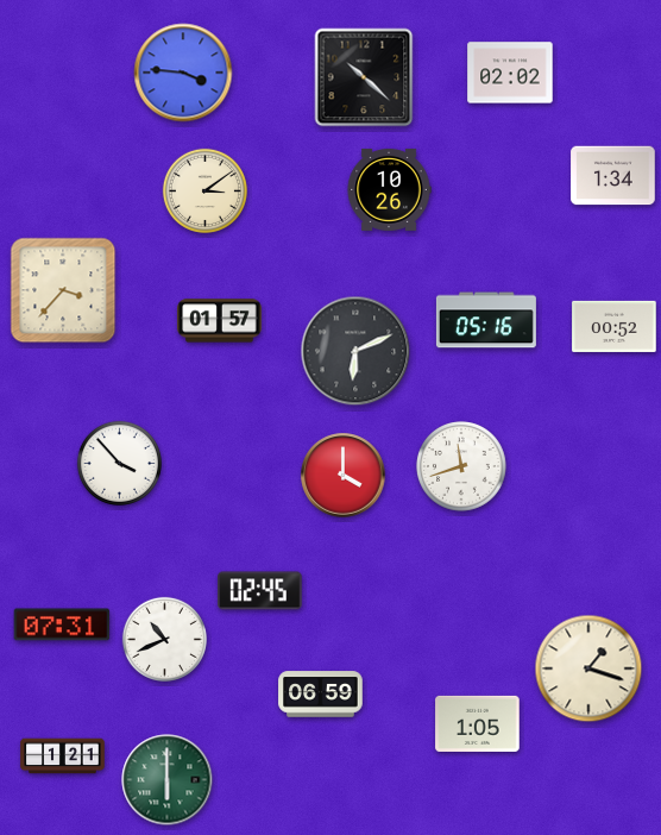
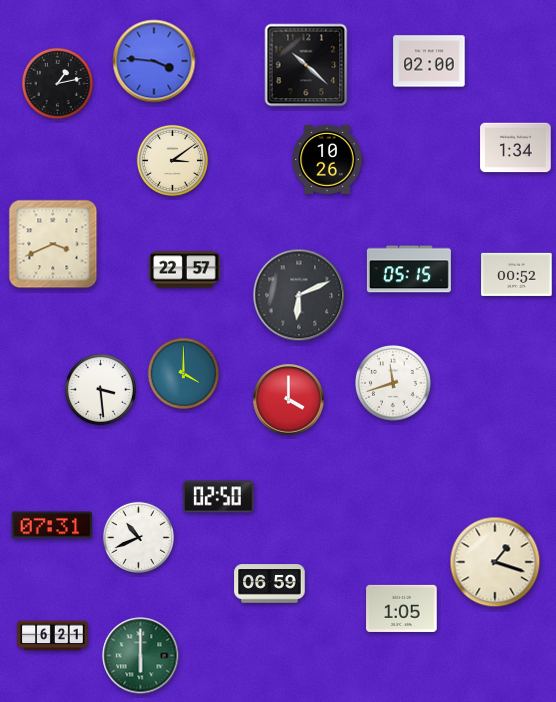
clock at (510, 73): 02:02 -> 02:00
clock at (57, 83): none -> 1:13
clock at (63, 290): 3:37 -> 3:41
clock at (486, 320): 05:16 -> 05:15
clock at (220, 321): 01:57 -> 22:57
clock at (183, 373): none -> 4:00
clock at (119, 463): 3:53 -> 3:29
clock at (461, 466) position: (461, 466) -> (393, 383)
clock at (260, 591): 02:45 -> 02:50
clock at (63, 756): 1:21 -> 6:21
